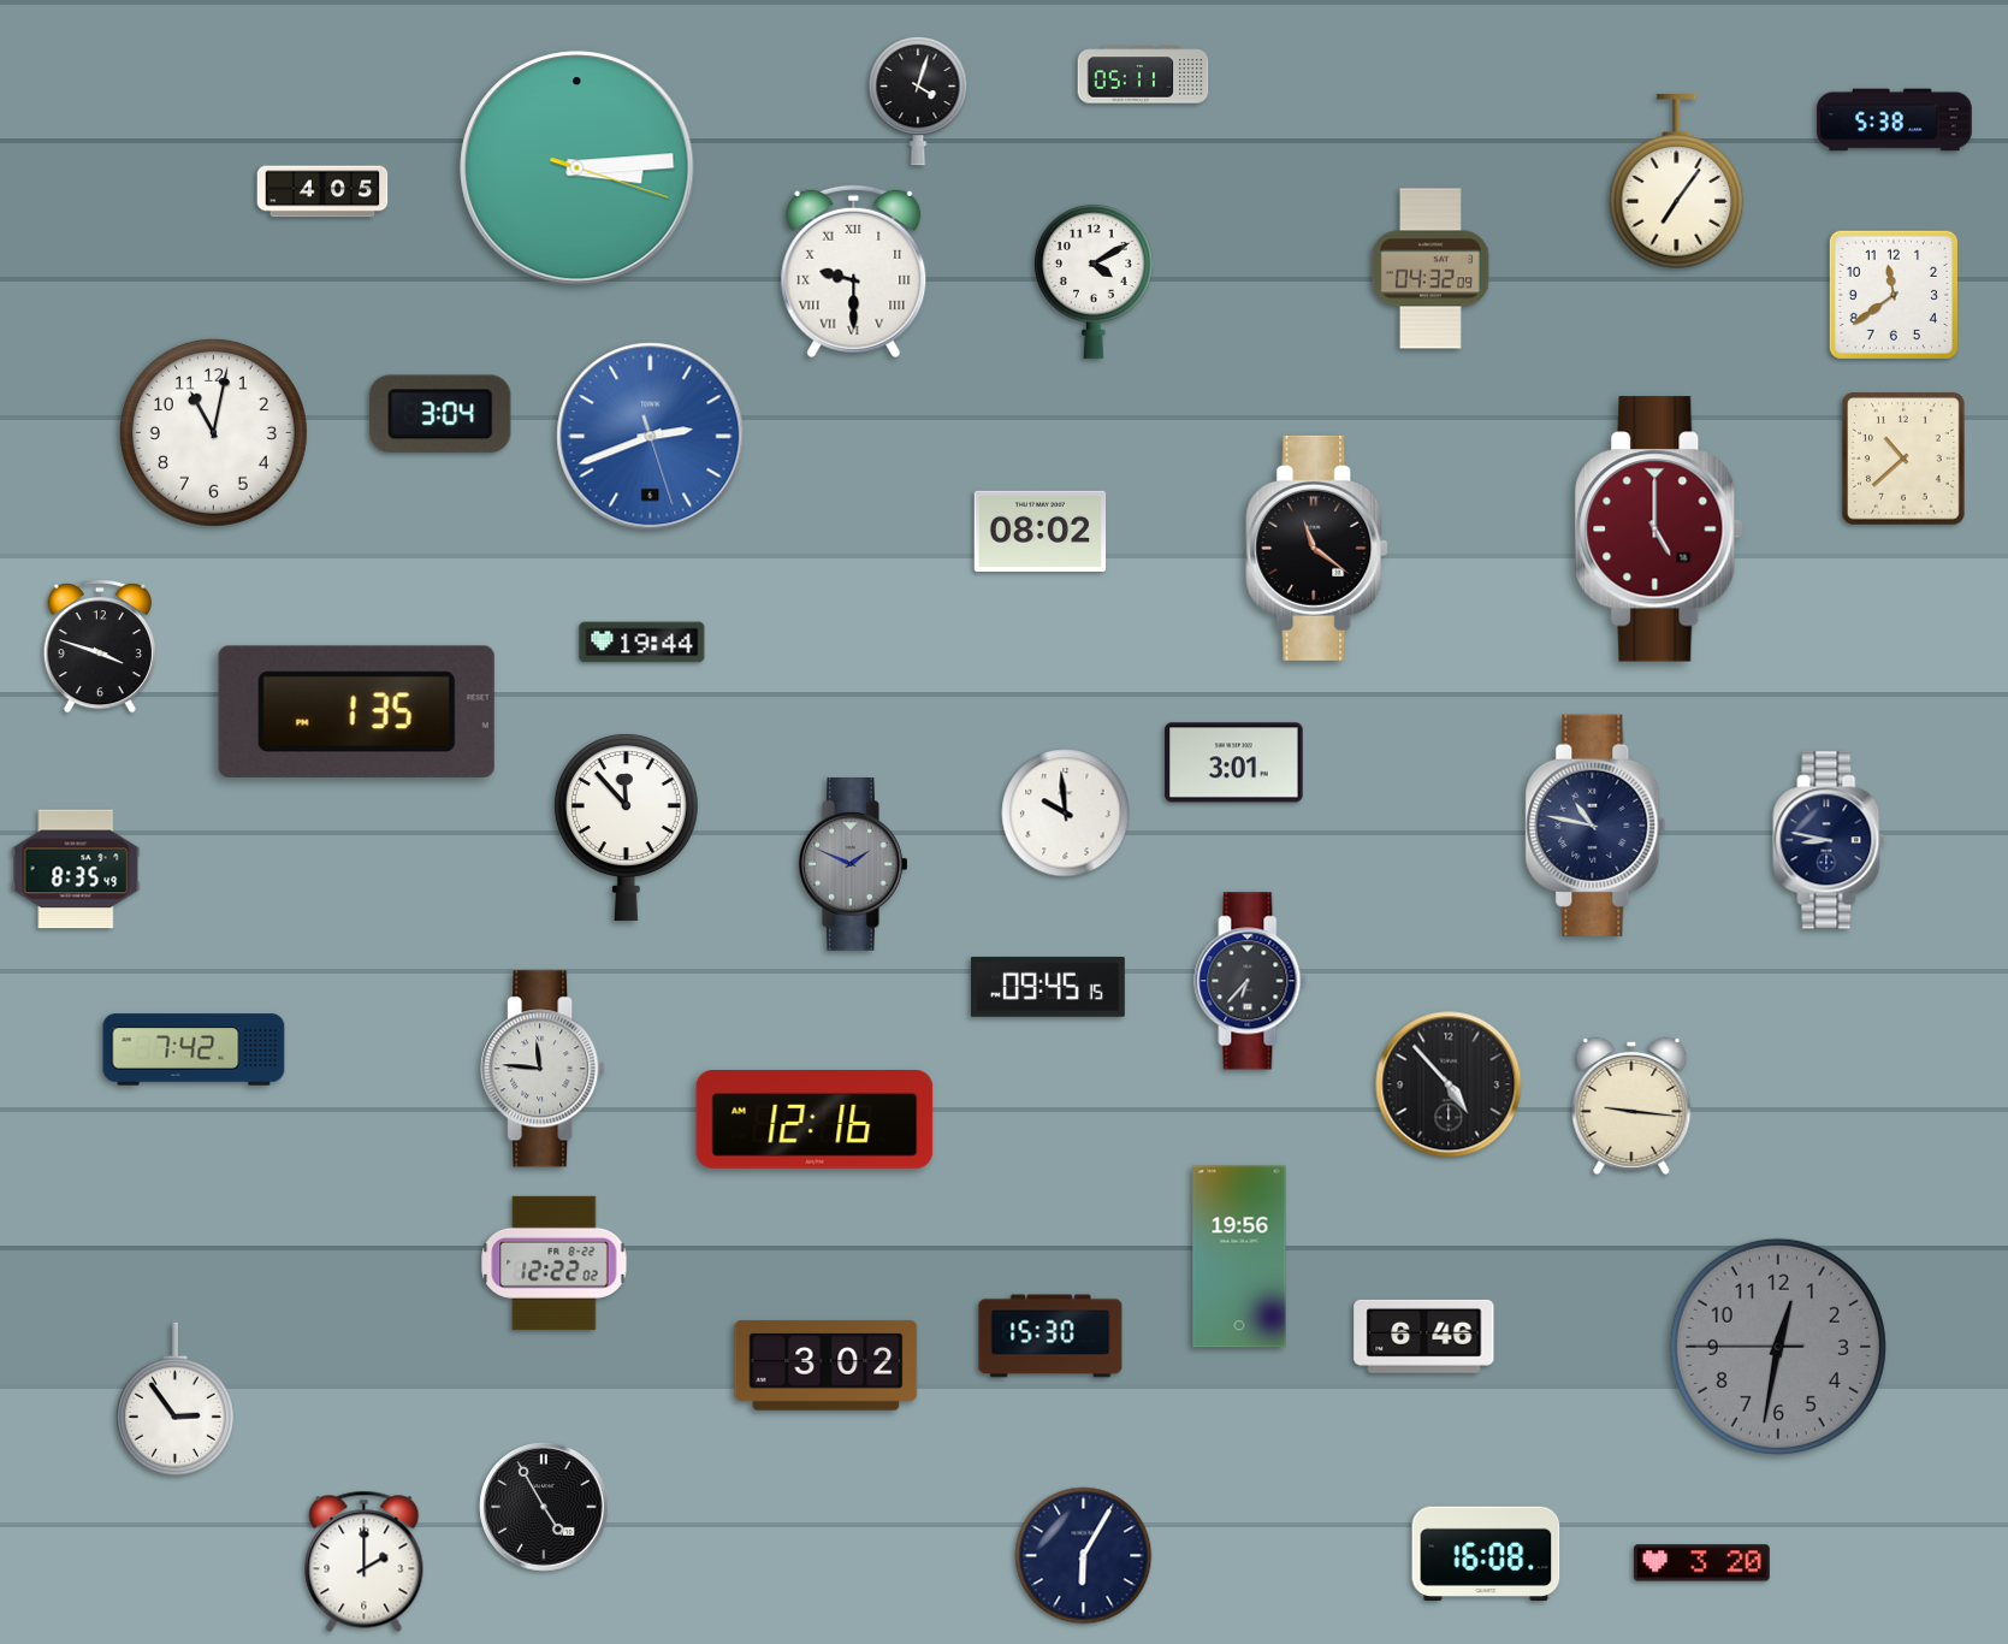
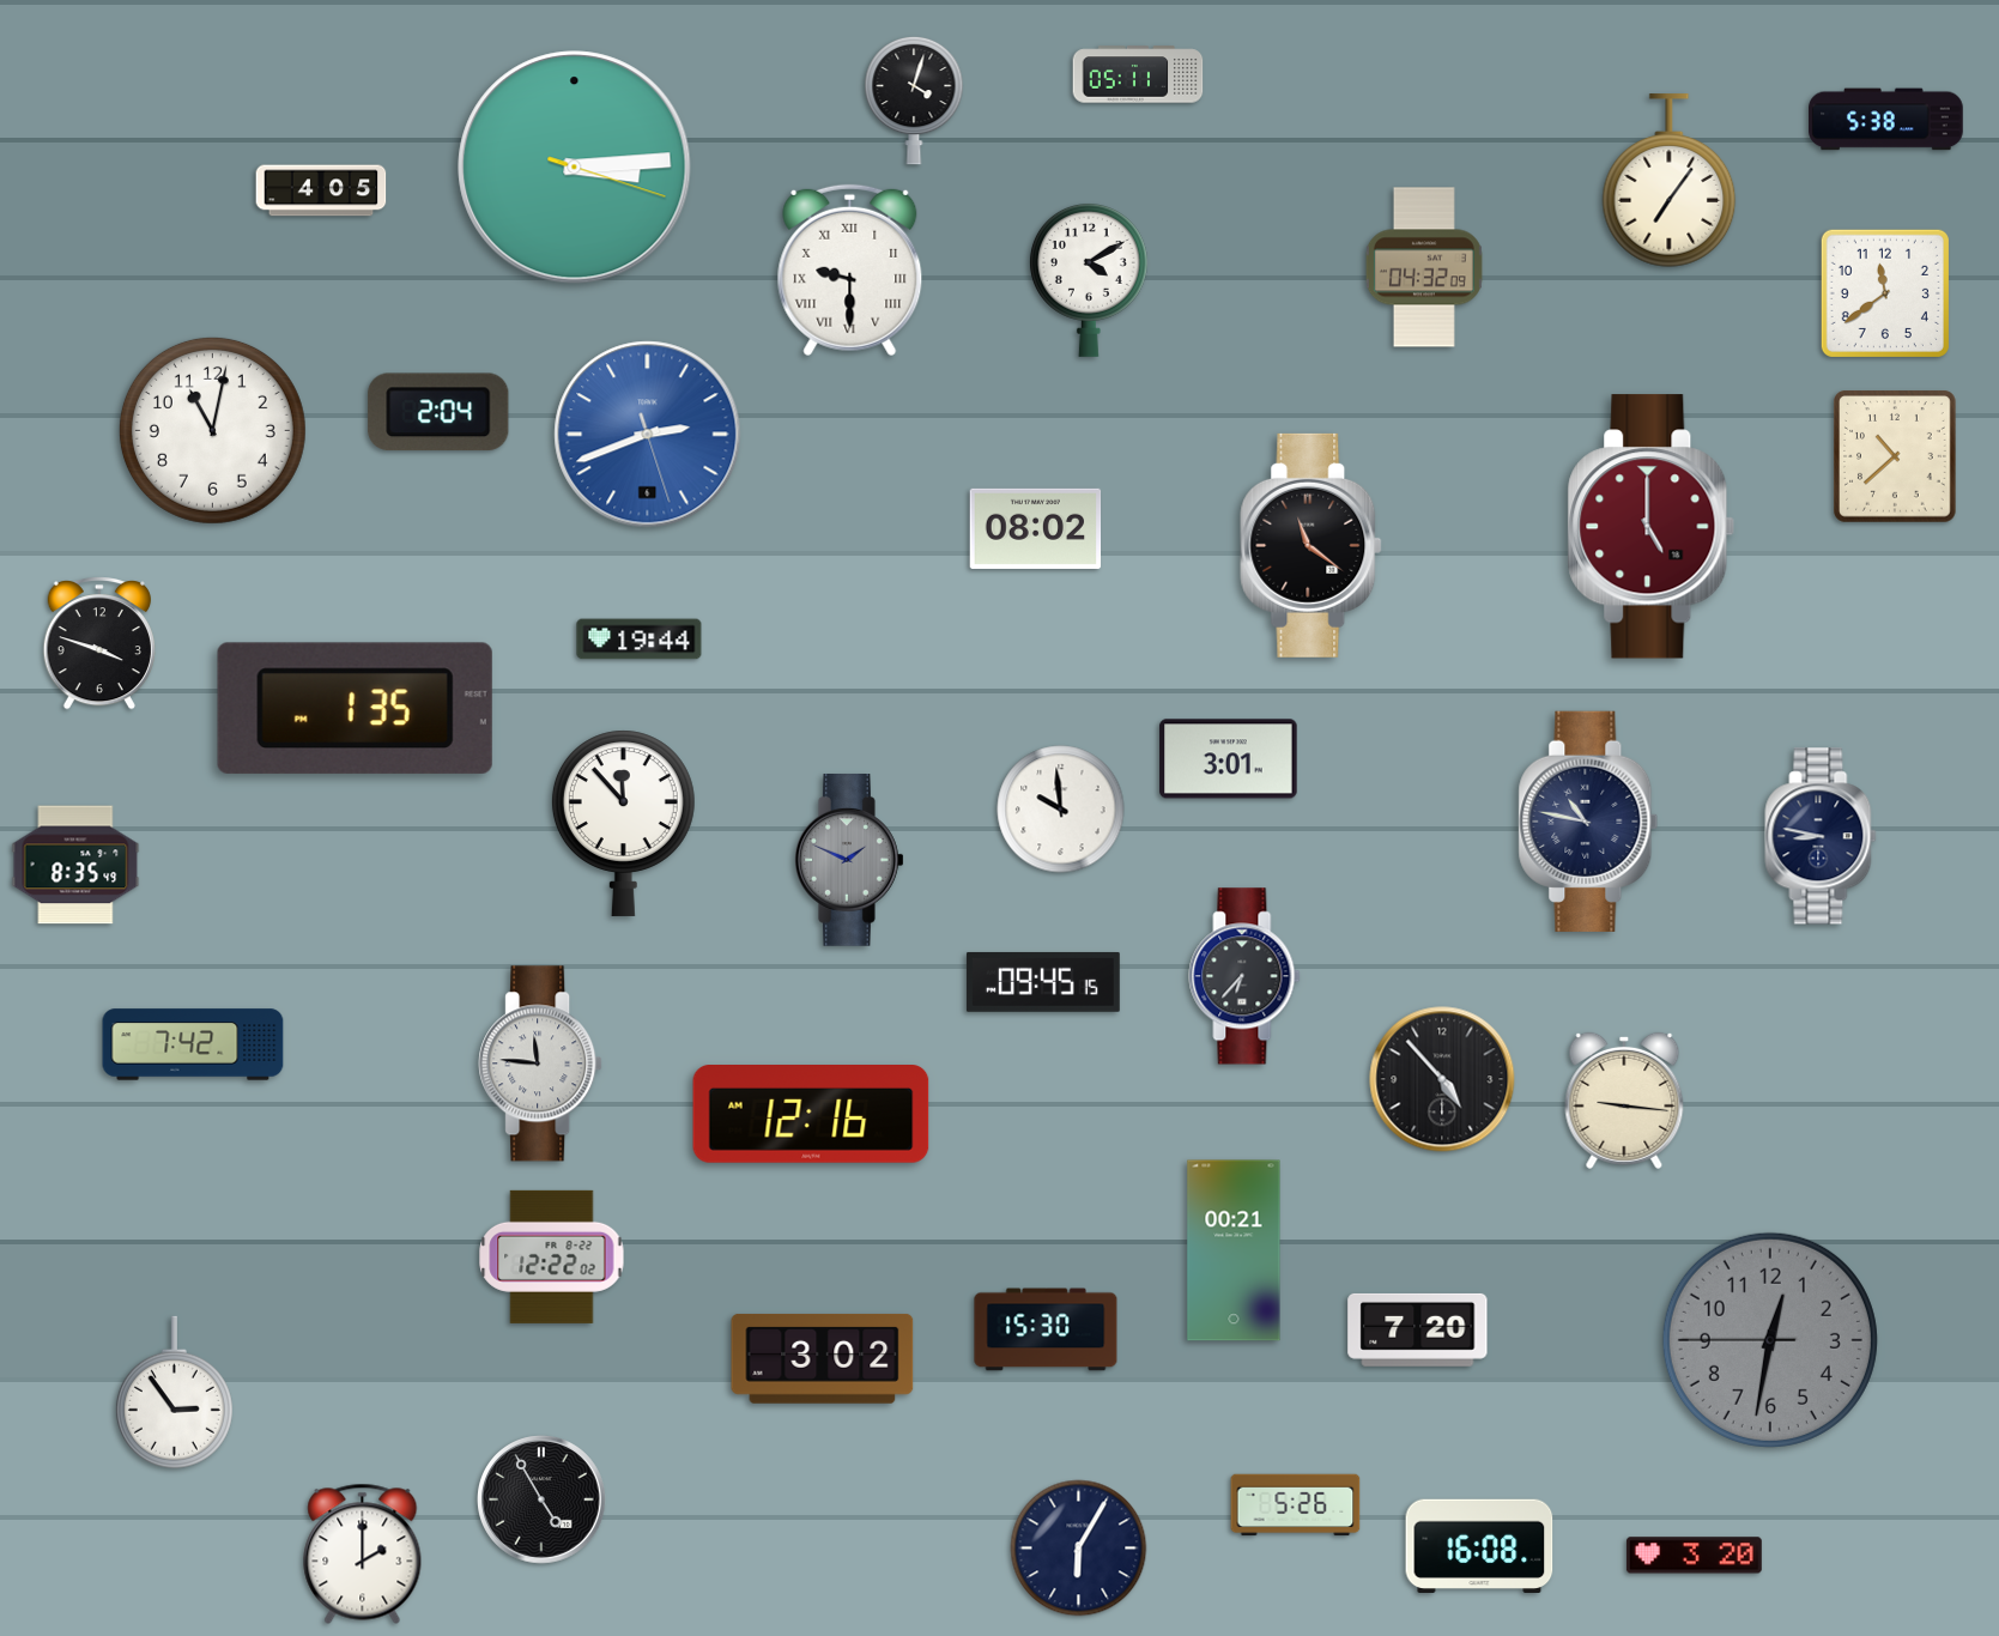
clock at (440, 414): 3:04 -> 2:04
clock at (1239, 1256): 19:56 -> 00:21
clock at (1424, 1336): 6:46 -> 7:20
clock at (1296, 1505): none -> 5:26
